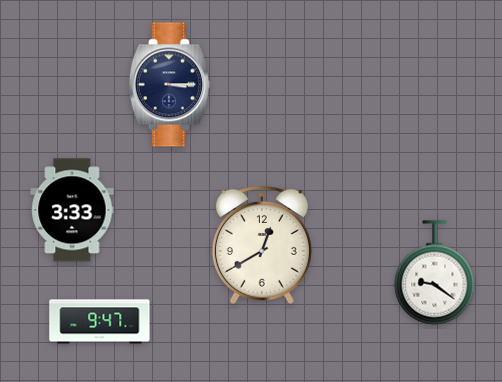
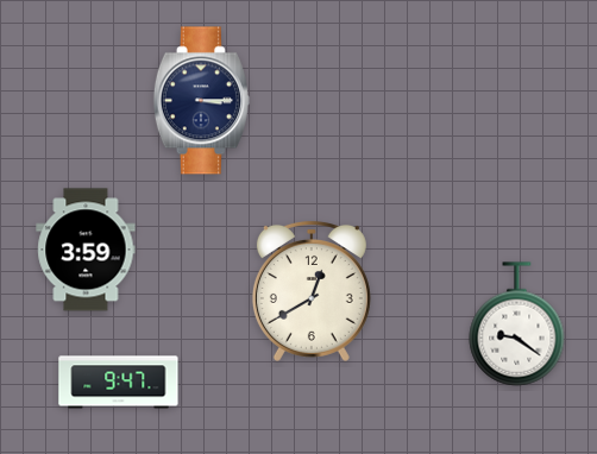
clock at (72, 210): 3:33 -> 3:59
